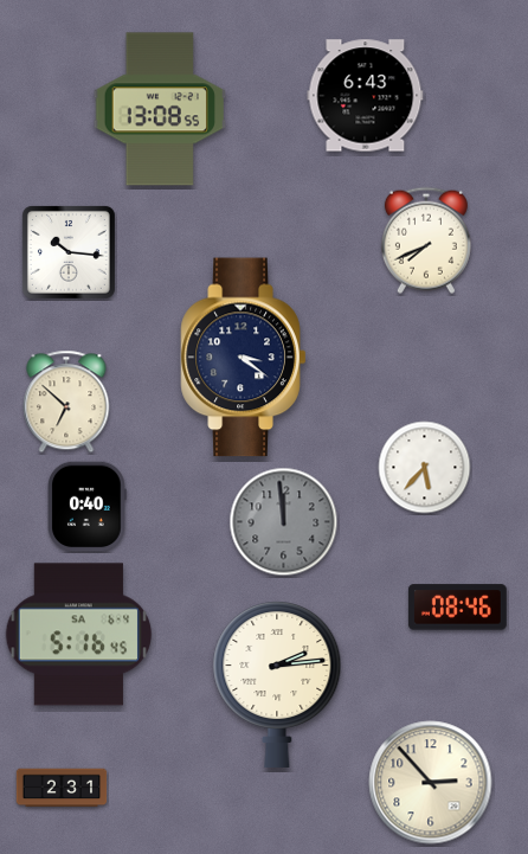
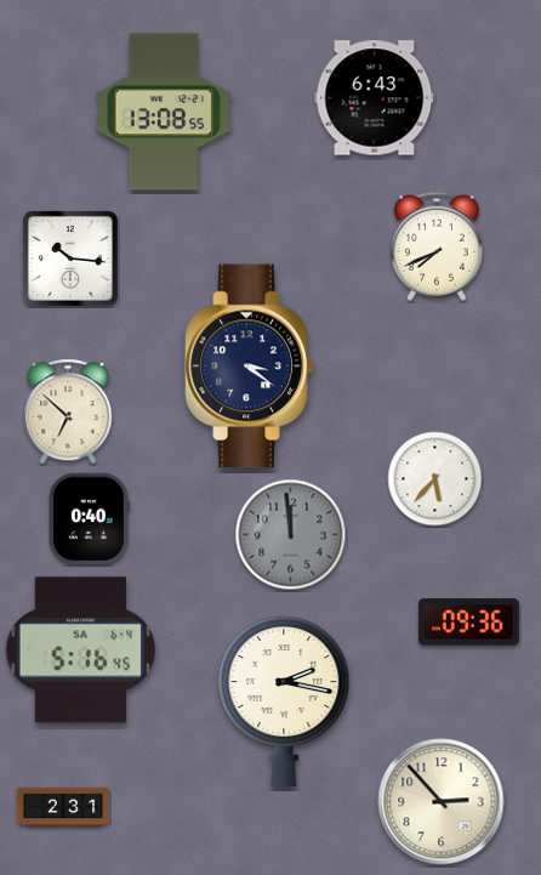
clock at (457, 608): 08:46 -> 09:36
clock at (277, 685): 2:14 -> 2:17
